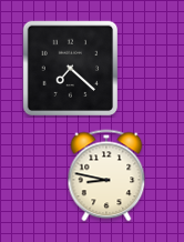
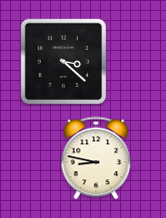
clock at (70, 68): 7:22 -> 3:22
